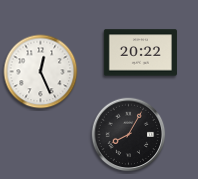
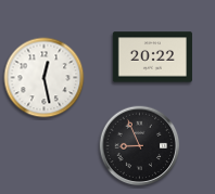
clock at (41, 72): 12:26 -> 12:28
clock at (129, 135): 8:05 -> 8:56
